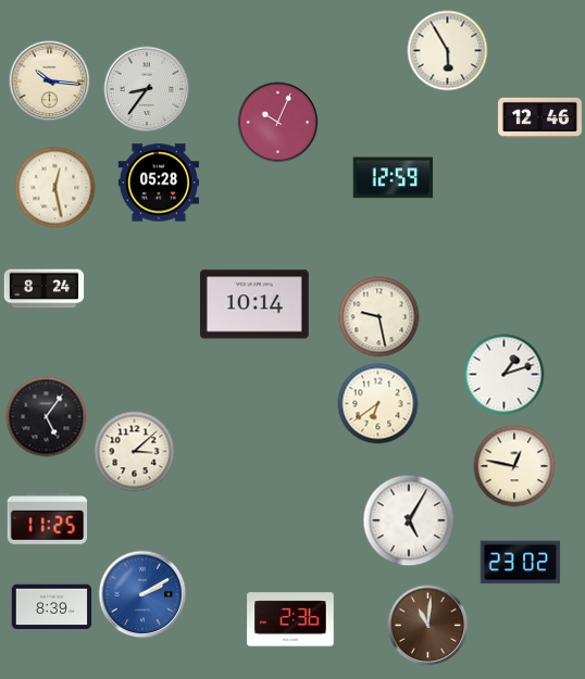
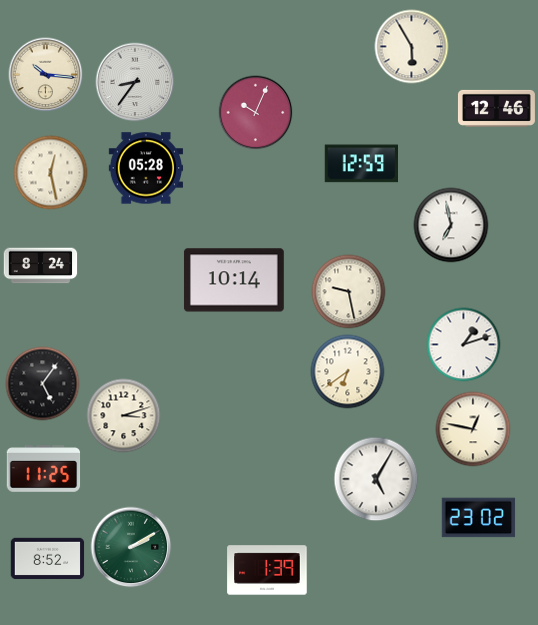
clock at (451, 225): none -> 6:58
clock at (135, 452): 3:08 -> 3:12
clock at (48, 519) position: (48, 519) -> (44, 469)
clock at (142, 594) dial: blue -> green
clock at (52, 607): 8:39 -> 8:52
clock at (290, 619): 2:36 -> 1:39
clock at (428, 626): 11:01 -> none
